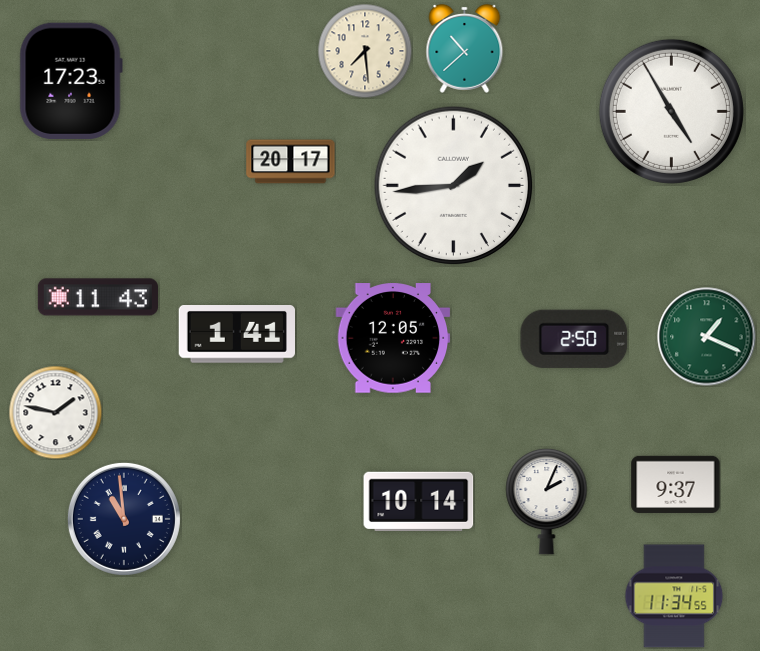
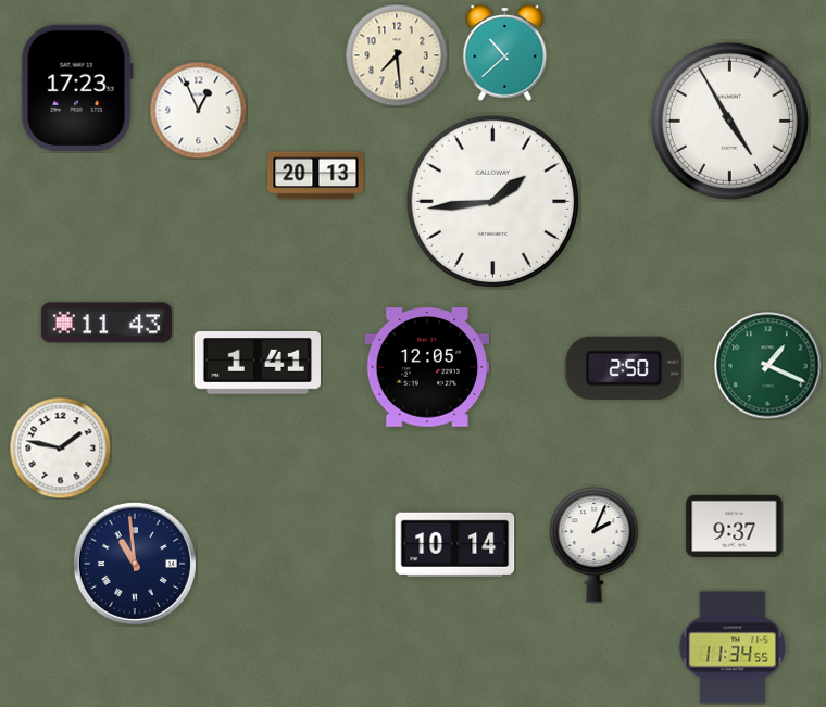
clock at (198, 110): none -> 12:56
clock at (291, 162): 20:17 -> 20:13
